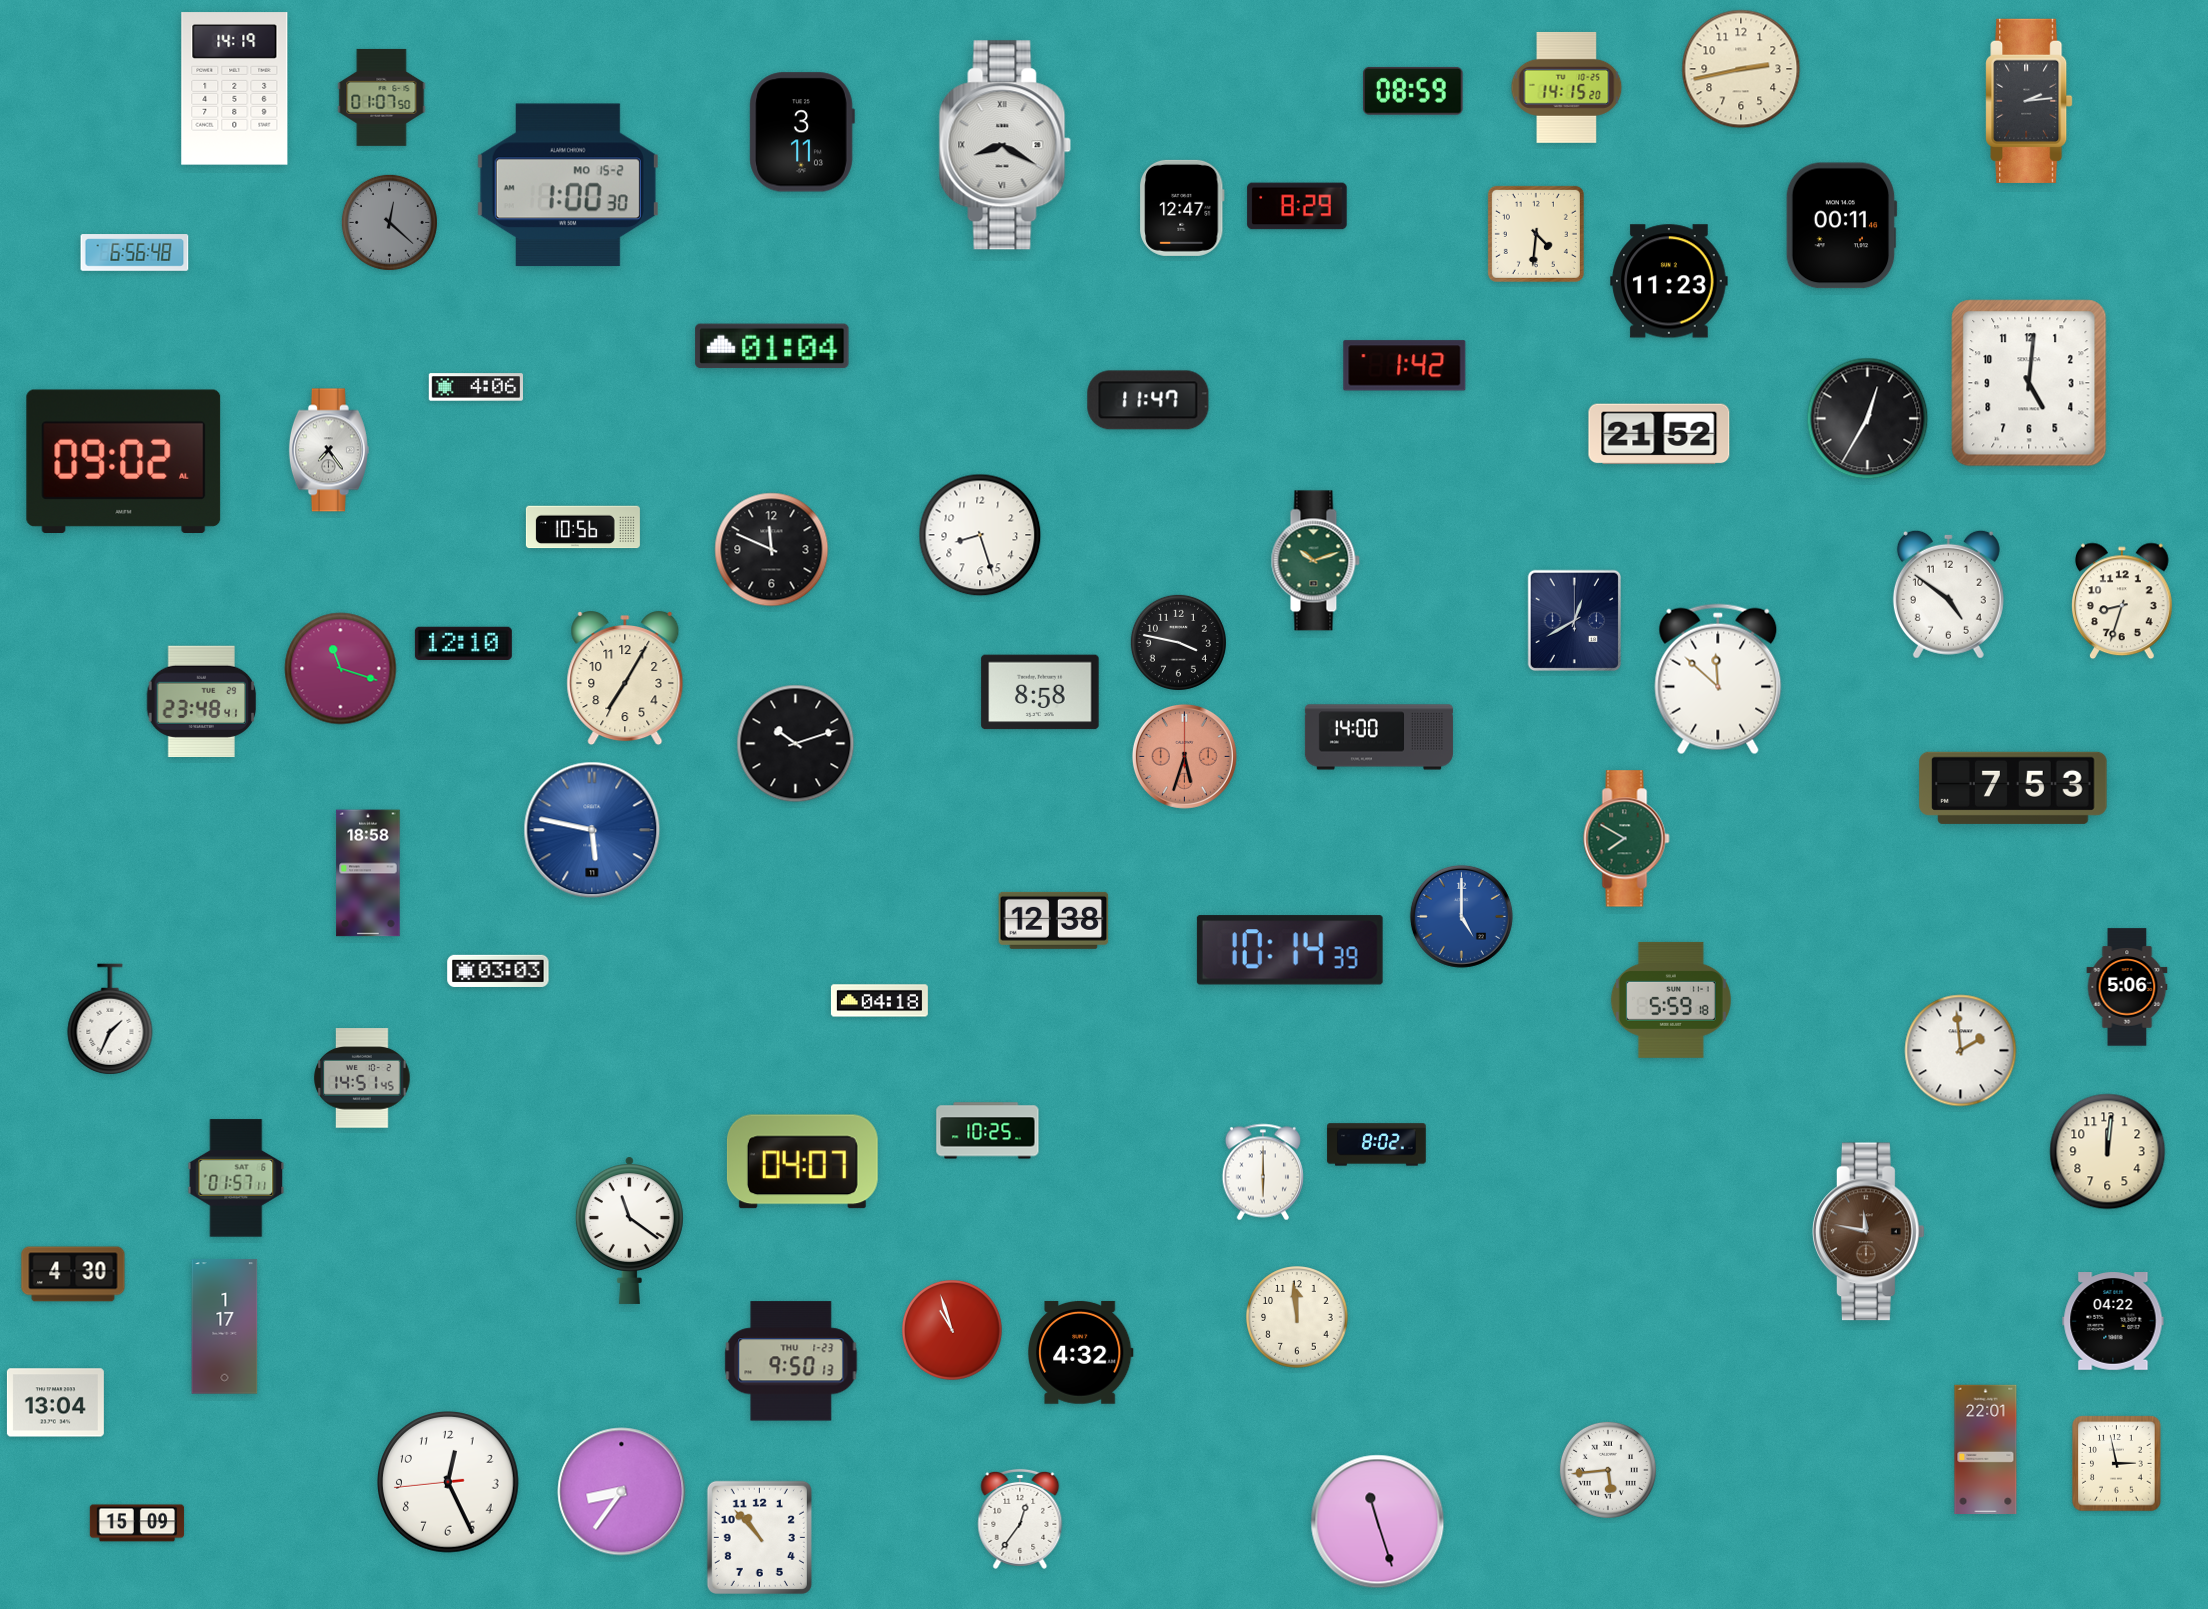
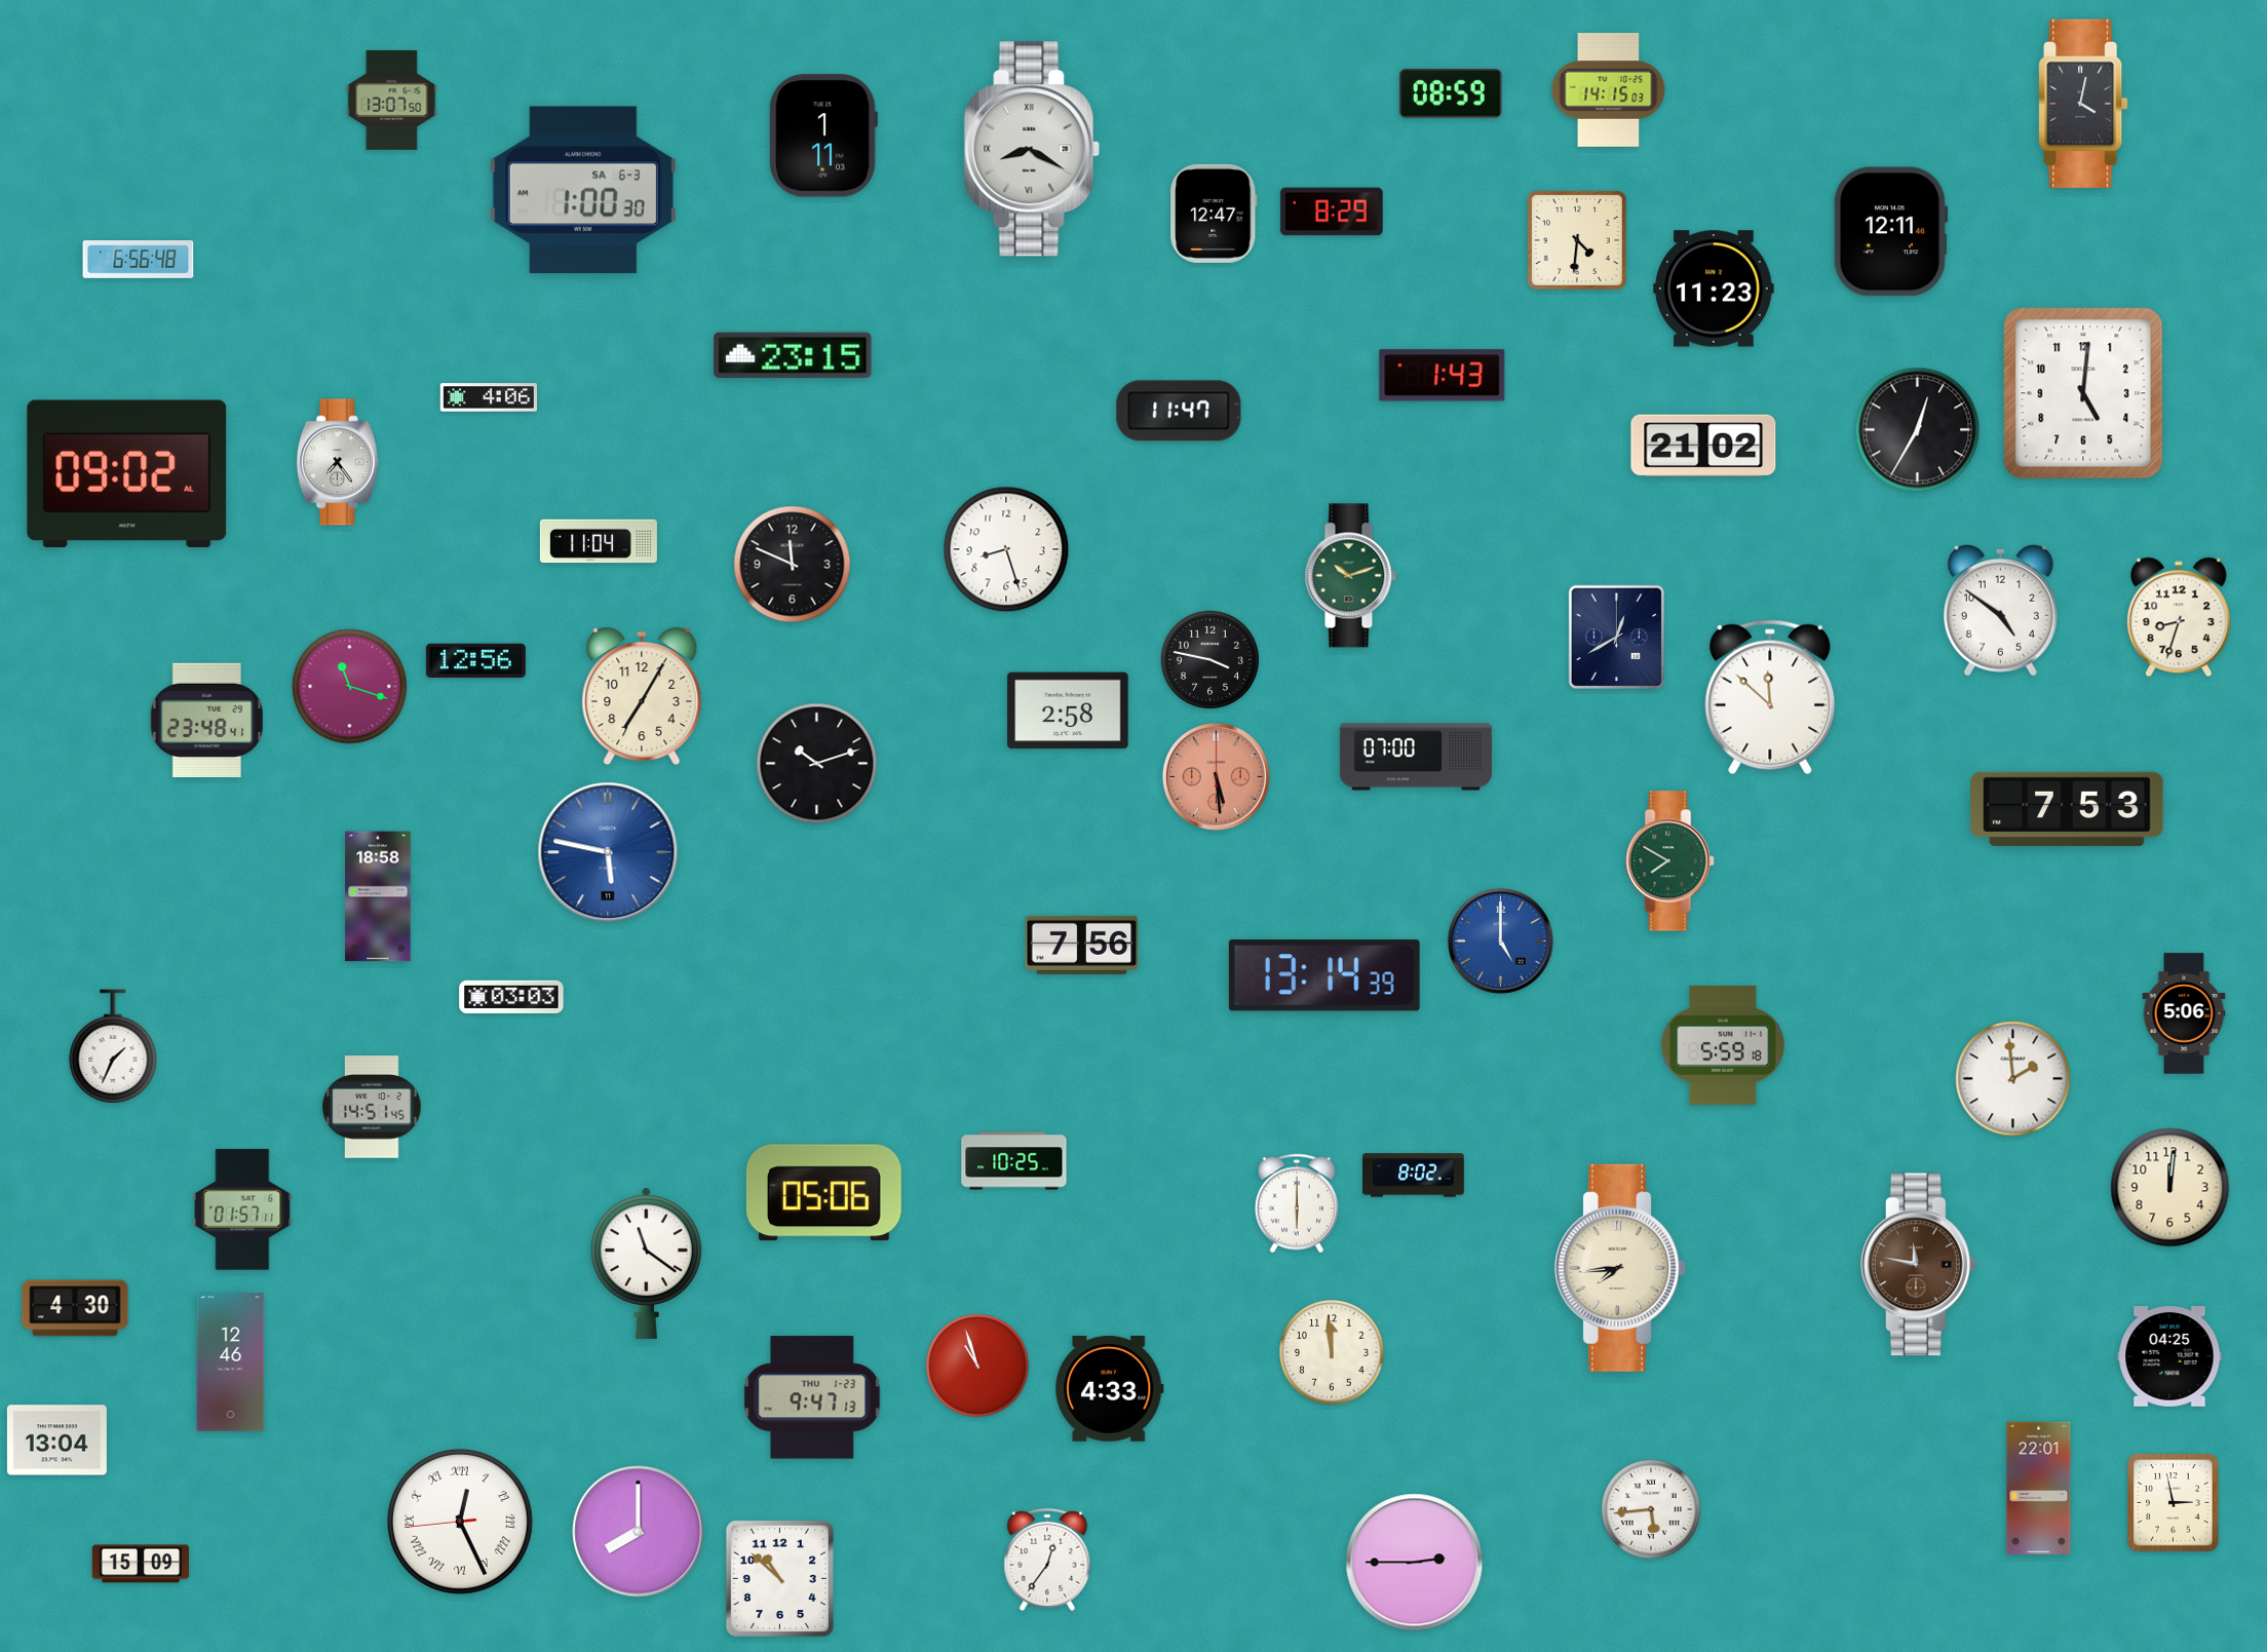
clock at (1741, 69): 2:43 -> none
clock at (1567, 87): 14:15:20 -> 14:15:03
clock at (235, 89): 14:19 -> none
clock at (382, 97): 01:07 -> 13:07
clock at (2029, 101): 2:14 -> 4:02
clock at (802, 132): 3:11 -> 1:11
clock at (568, 185) date: MO 15-2 -> SA 6-3
clock at (389, 222): 12:22 -> none
clock at (1841, 226): 00:11 -> 12:11
clock at (772, 346): 01:04 -> 23:15
clock at (1405, 366): 1:42 -> 1:43
clock at (1659, 434): 21:52 -> 21:02
clock at (583, 527): 10:56 -> 11:04
clock at (463, 643): 12:10 -> 12:56
clock at (1718, 679) position: (1718, 679) -> (1770, 697)
clock at (1040, 692): 8:58 -> 2:58
clock at (1379, 737): 14:00 -> 07:00
clock at (1184, 756): 5:33 -> 5:29
clock at (1054, 920): 12:38 -> 7:56
clock at (1290, 950): 10:14 -> 13:14
clock at (1671, 1000) position: (1671, 1000) -> (1723, 1045)
clock at (879, 1001): 04:18 -> none
clock at (2108, 1152) position: (2108, 1152) -> (2170, 1188)
clock at (802, 1162): 04:07 -> 05:06
clock at (1620, 1268): none -> 7:44
clock at (2113, 1322): 04:22 -> 04:25
clock at (225, 1327): 1:17 -> 12:46
clock at (1080, 1353): 4:32 -> 4:33
clock at (791, 1361): 9:50 -> 9:47
clock at (448, 1482) numerals: Arabic -> Roman
clock at (622, 1492): 8:36 -> 8:00
clock at (1378, 1522): 11:27 -> 2:45
clock at (759, 1537): 10:53 -> 10:52
